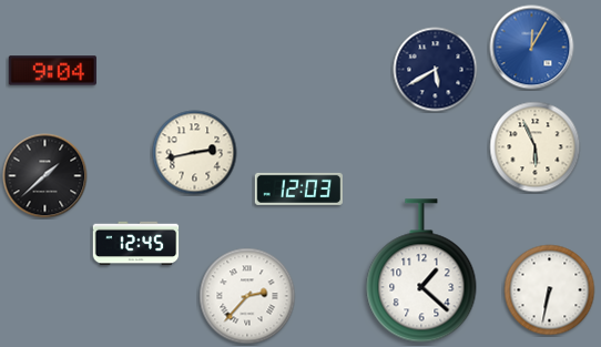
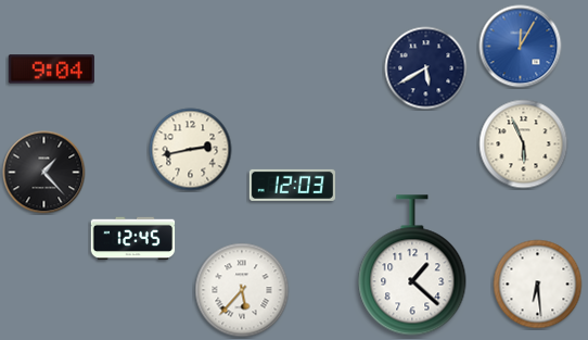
clock at (45, 176): 1:38 -> 1:23
clock at (550, 290): 6:32 -> 6:29
clock at (247, 296): 2:37 -> 5:37
